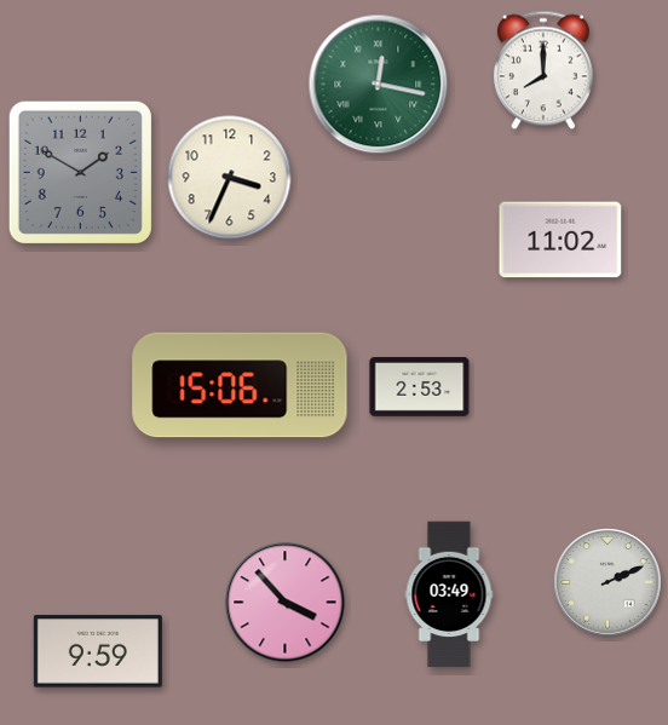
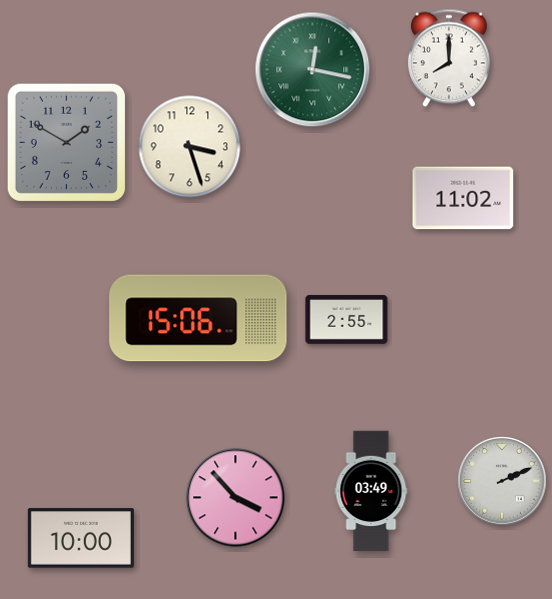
clock at (230, 178): 3:34 -> 3:27
clock at (420, 387): 2:53 -> 2:55
clock at (98, 651): 9:59 -> 10:00
